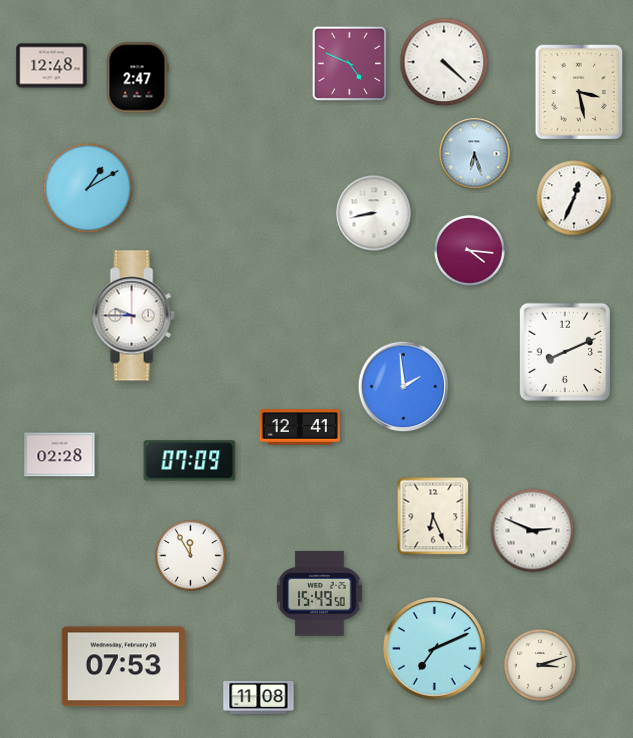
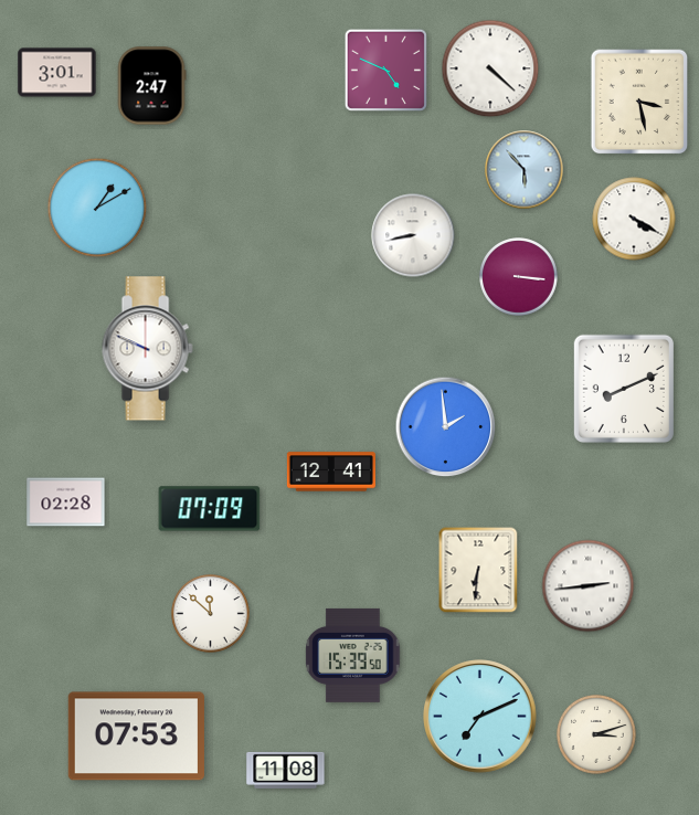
clock at (52, 66): 12:48 -> 3:01
clock at (475, 154): 6:27 -> 5:53
clock at (574, 198): 12:34 -> 4:20
clock at (470, 251): 4:16 -> 3:16
clock at (133, 316): 9:45 -> 9:49
clock at (433, 516): 6:26 -> 6:31
clock at (533, 531): 2:49 -> 2:44
clock at (191, 556): 11:55 -> 11:52
clock at (320, 593): 15:49 -> 15:39
